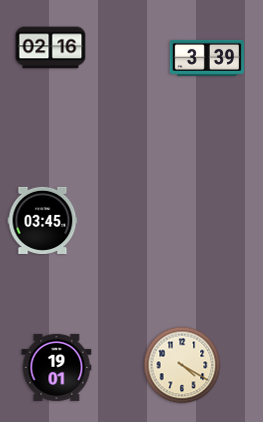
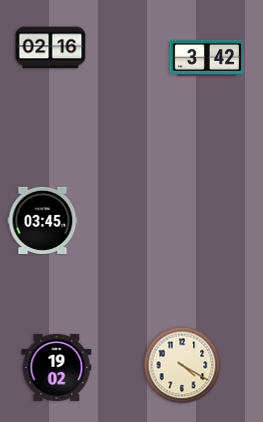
clock at (207, 58): 3:39 -> 3:42
clock at (57, 367): 19:01 -> 19:02
